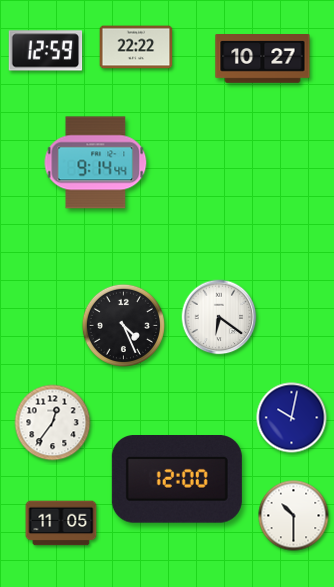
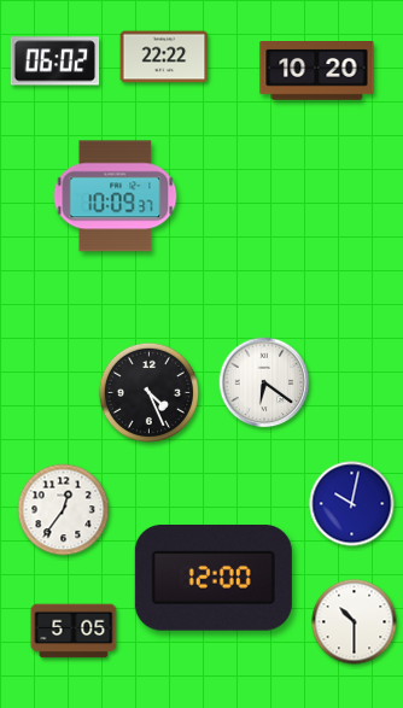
clock at (46, 51): 12:59 -> 06:02
clock at (263, 59): 10:27 -> 10:20
clock at (96, 163): 9:14 -> 10:09
clock at (61, 523): 11:05 -> 5:05
